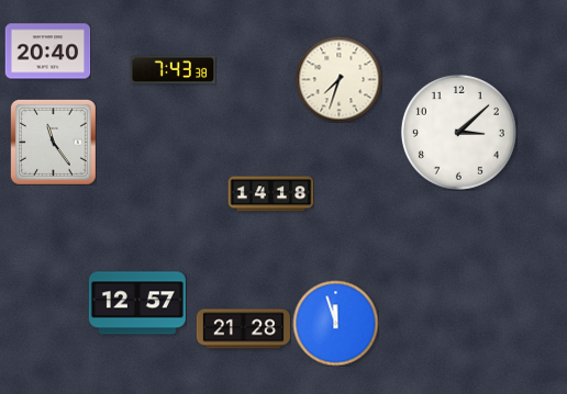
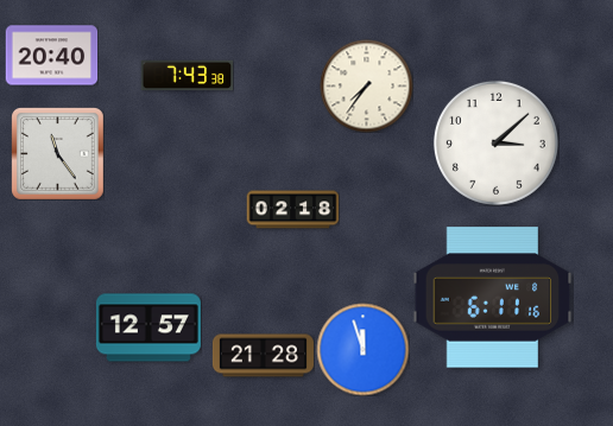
clock at (338, 79): 7:33 -> 7:36
clock at (270, 194): 14:18 -> 02:18
clock at (493, 298): none -> 6:11
